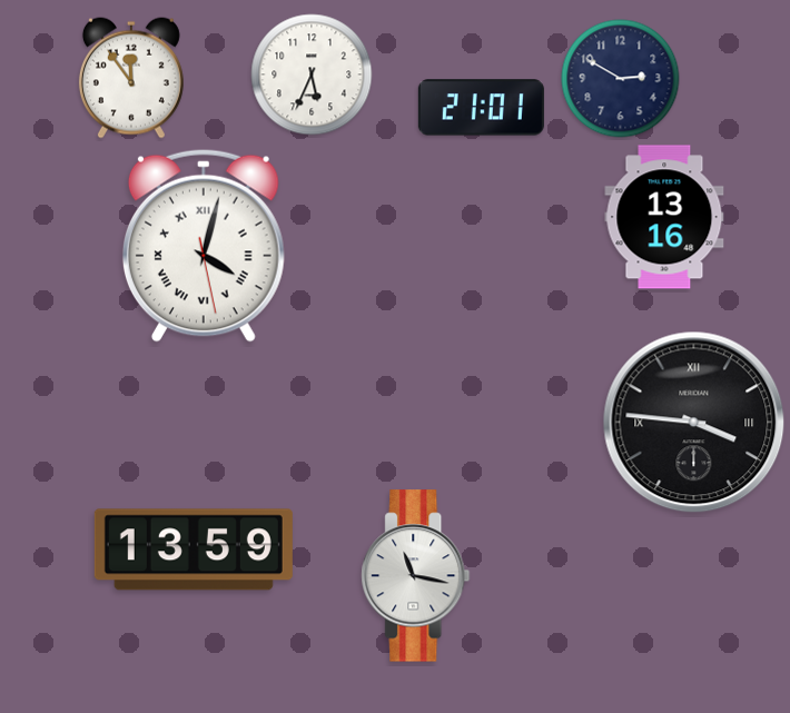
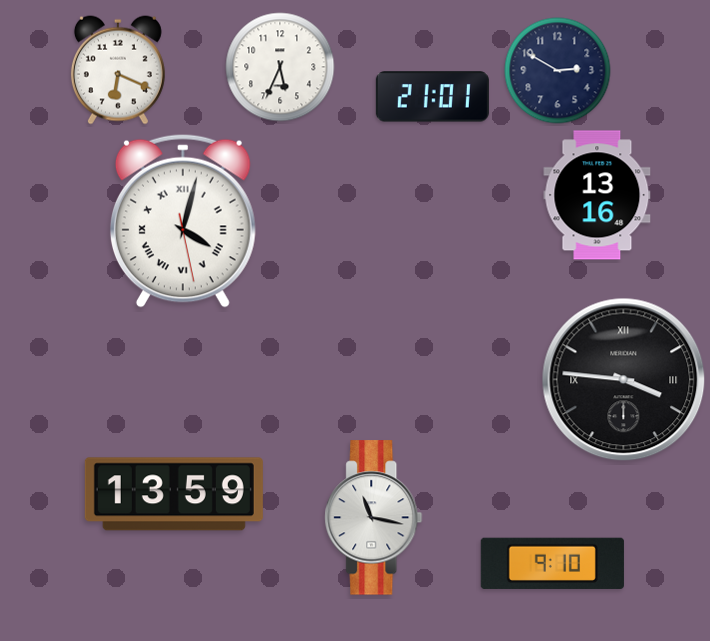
clock at (131, 78): 11:54 -> 6:19
clock at (552, 563): none -> 9:10
